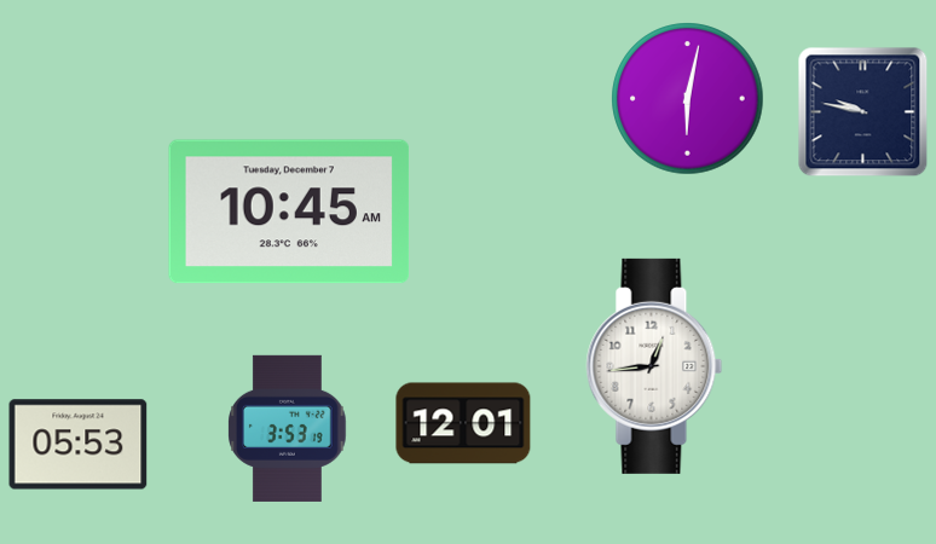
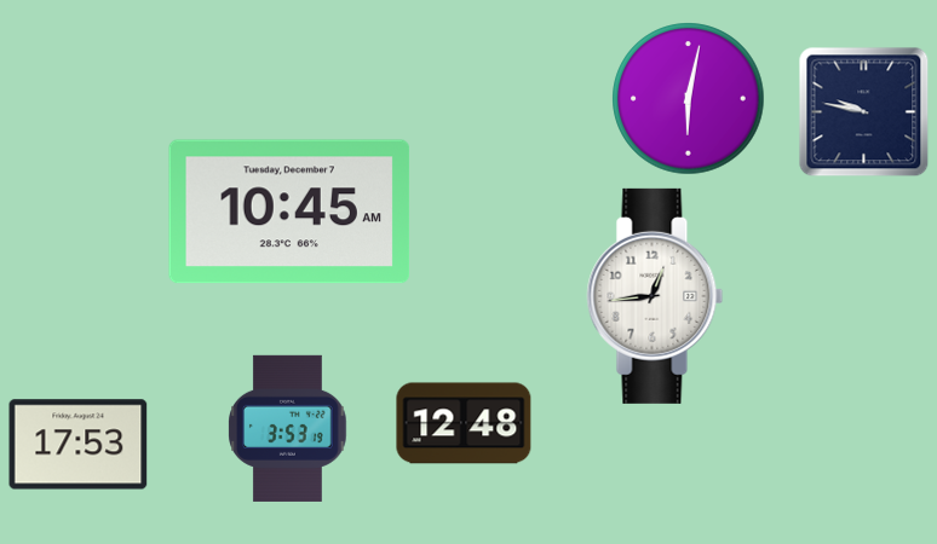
clock at (654, 366) position: (654, 366) -> (655, 296)
clock at (463, 423): 12:01 -> 12:48
clock at (79, 445): 05:53 -> 17:53
